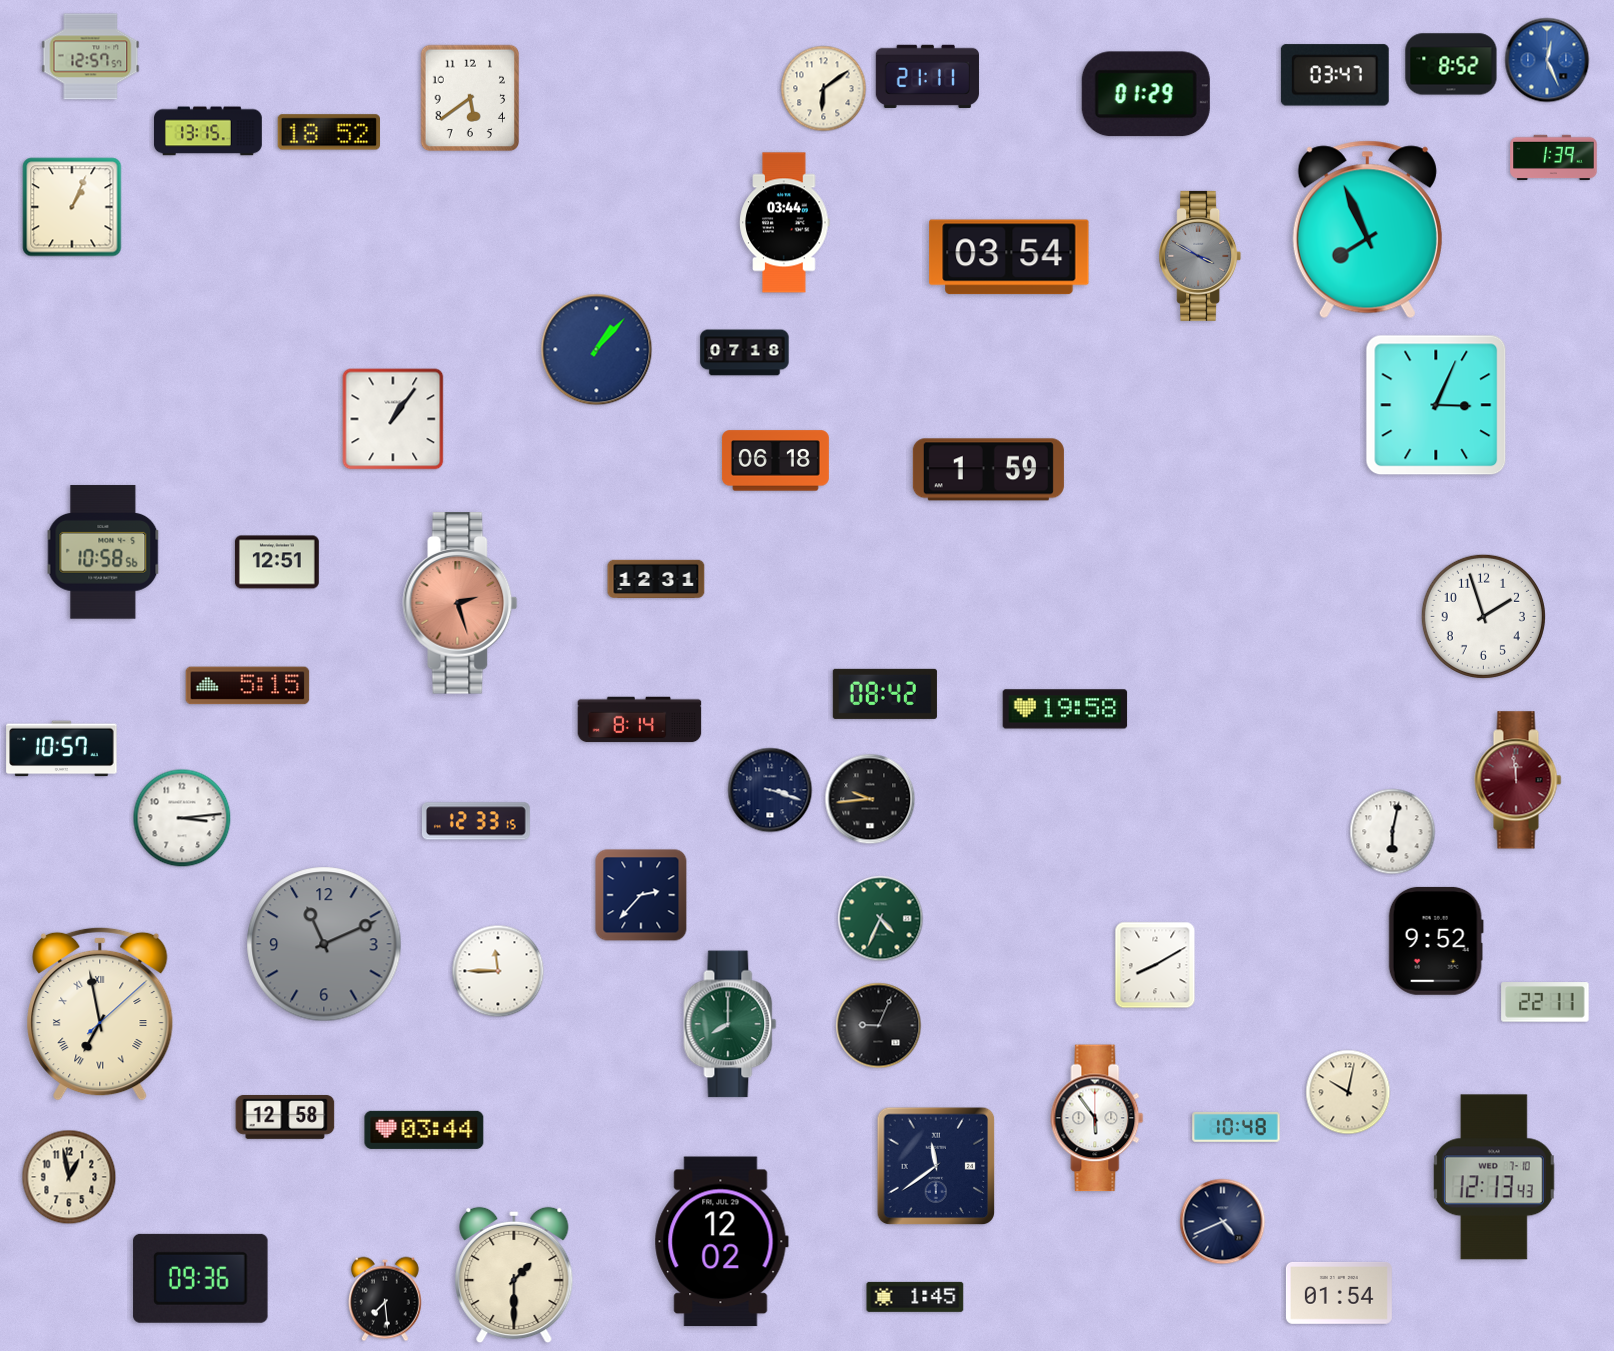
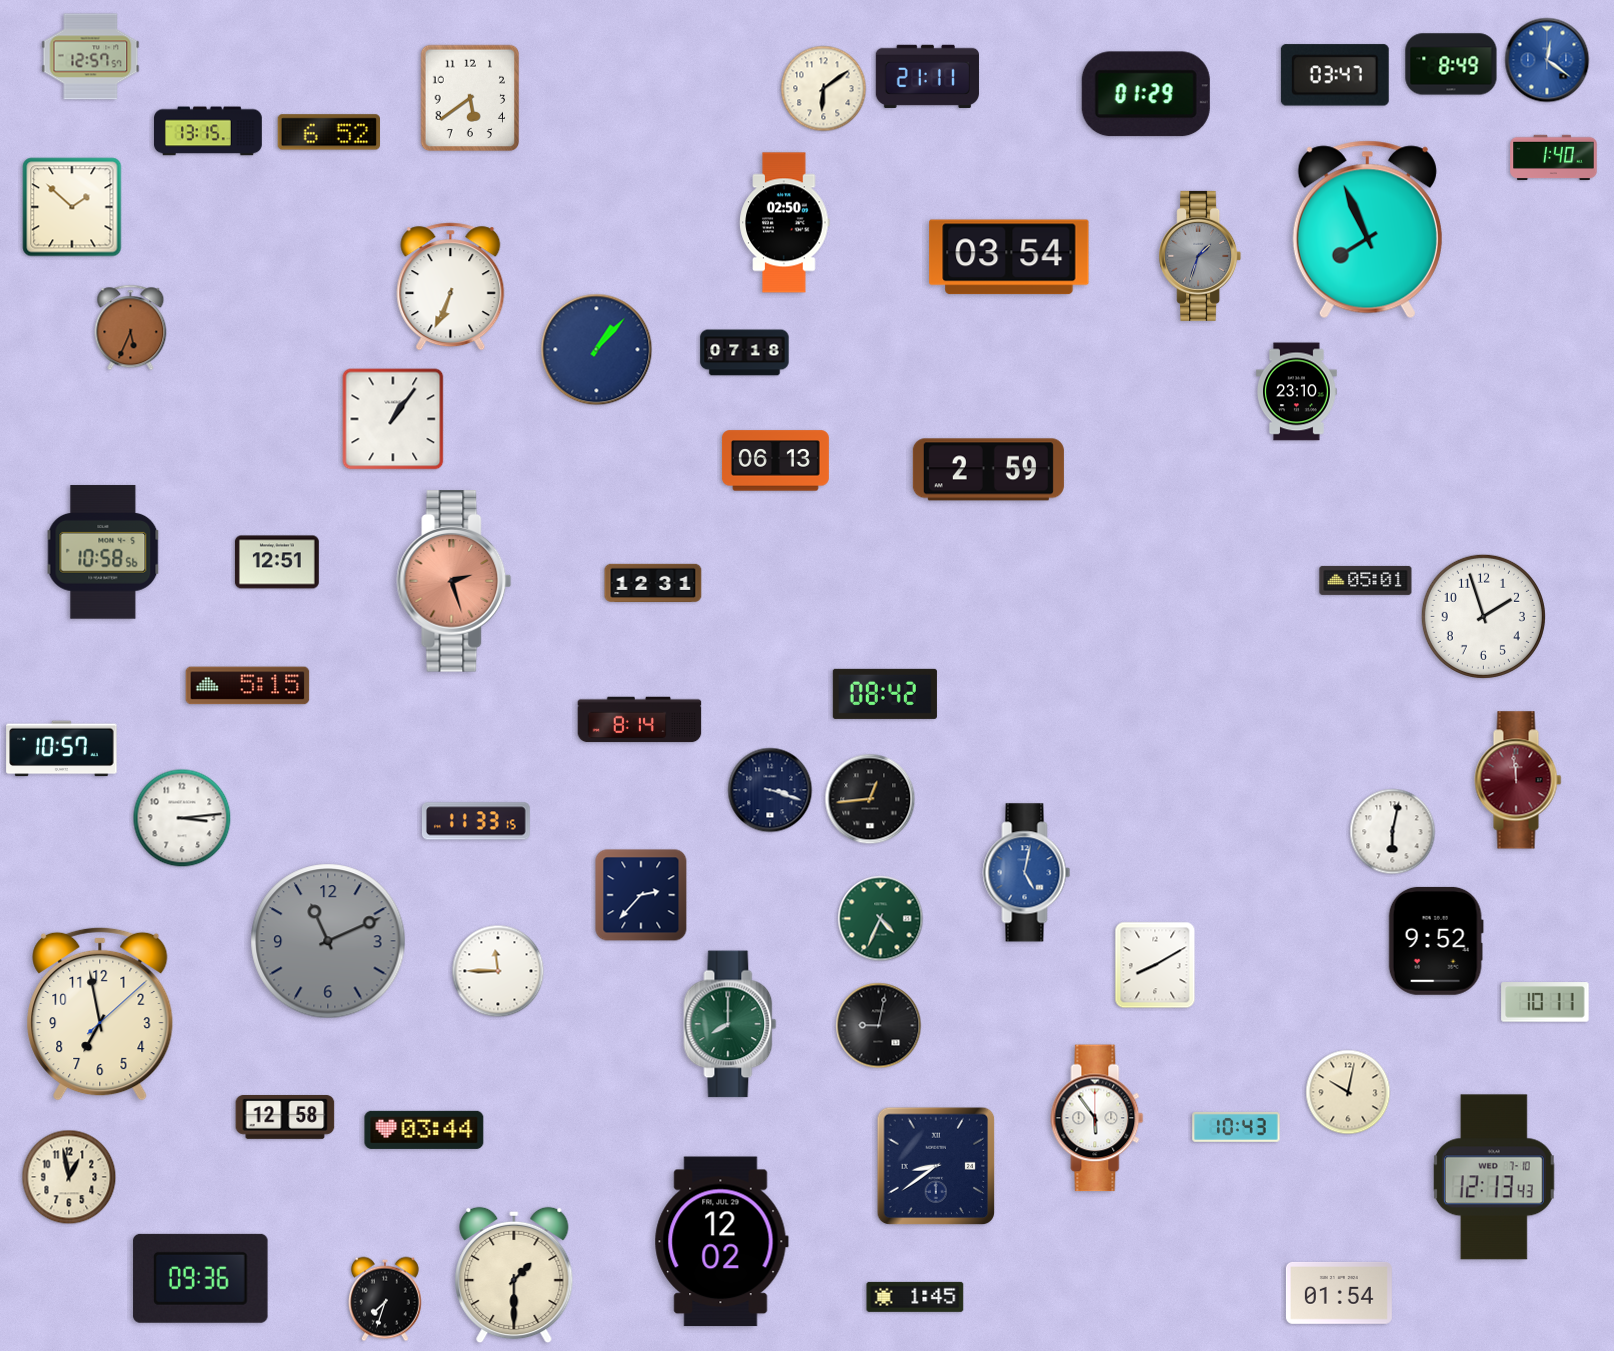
clock at (1547, 60): 12:26 -> 12:21
clock at (1451, 64): 8:52 -> 8:49
clock at (328, 132): 18:52 -> 6:52
clock at (1554, 158): 1:39 -> 1:40
clock at (72, 207): 1:04 -> 1:52
clock at (785, 223): 03:44 -> 02:50
clock at (1200, 256): 3:50 -> 1:33
clock at (451, 287): none -> 6:34
clock at (131, 328): none -> 5:34
clock at (1297, 392): none -> 23:10
clock at (1436, 405): 3:04 -> none
clock at (775, 461): 06:18 -> 06:13
clock at (988, 470): 1:59 -> 2:59
clock at (656, 578) position: (656, 578) -> (653, 582)
clock at (1366, 580): none -> 05:01
clock at (460, 603) position: (460, 603) -> (454, 581)
clock at (1065, 709): 19:58 -> none
clock at (870, 799): 9:44 -> 12:44
clock at (476, 821): 12:33 -> 11:33
clock at (1027, 873): none -> 5:02
clock at (324, 944) position: (324, 944) -> (328, 941)
clock at (1545, 1002): 22:11 -> 10:11
clock at (100, 1014) numerals: Roman -> Arabic
clock at (879, 1026): 9:04 -> 9:02
clock at (1236, 1127): 10:48 -> 10:43
clock at (936, 1166): 11:39 -> 8:39
clock at (1223, 1222): 4:41 -> none
clock at (385, 1299): 7:29 -> 7:33
